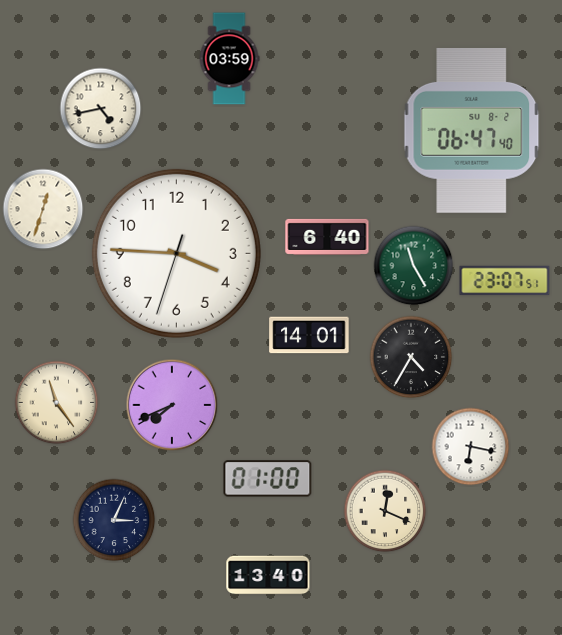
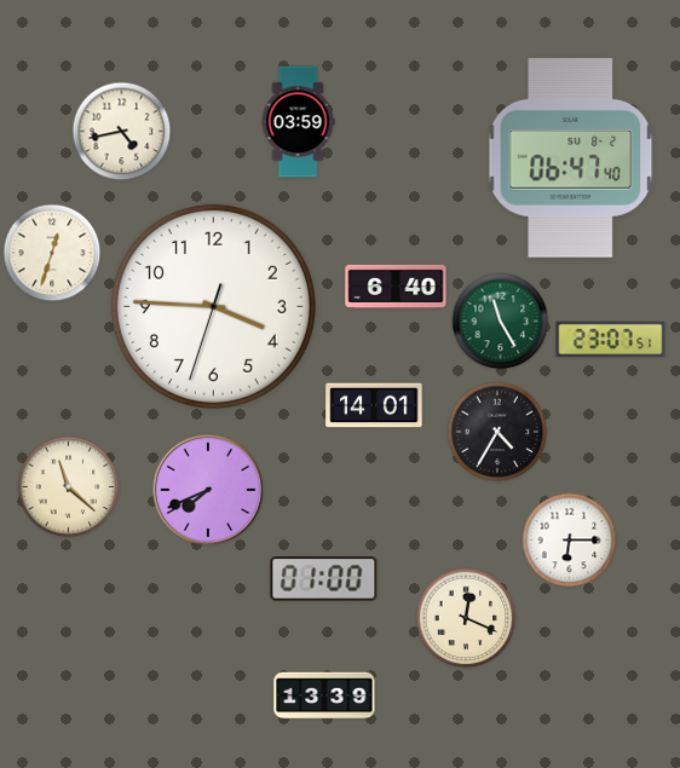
clock at (229, 59) position: (229, 59) -> (298, 122)
clock at (57, 403): 11:24 -> 11:22
clock at (471, 447): 6:17 -> 6:15
clock at (114, 520): 3:04 -> none
clock at (268, 575): 13:40 -> 13:39
